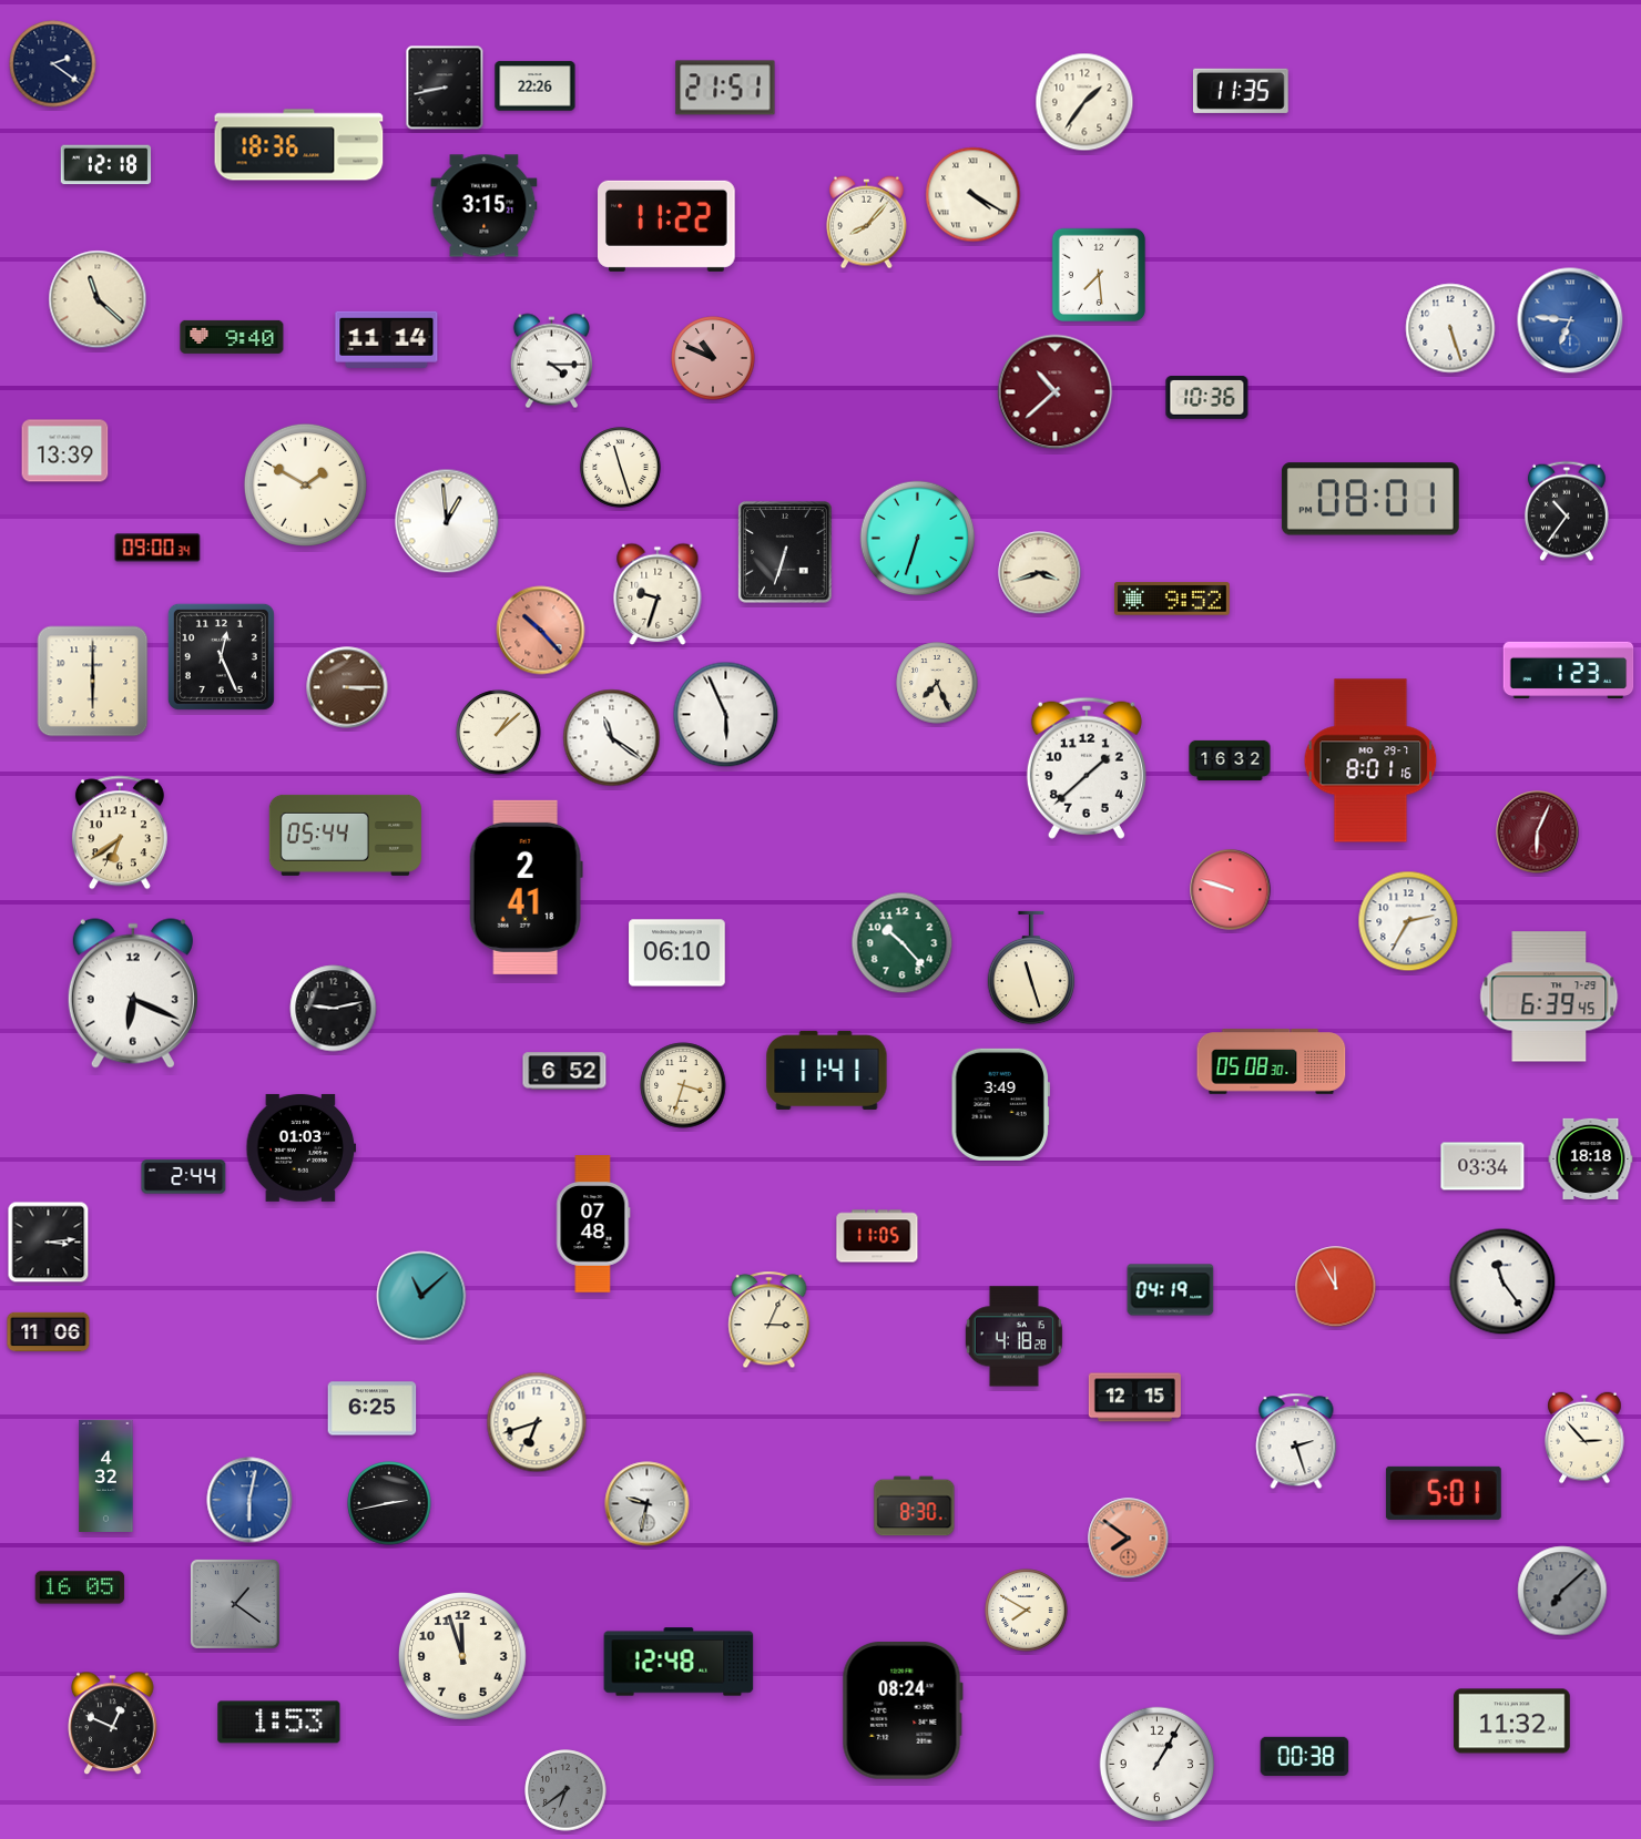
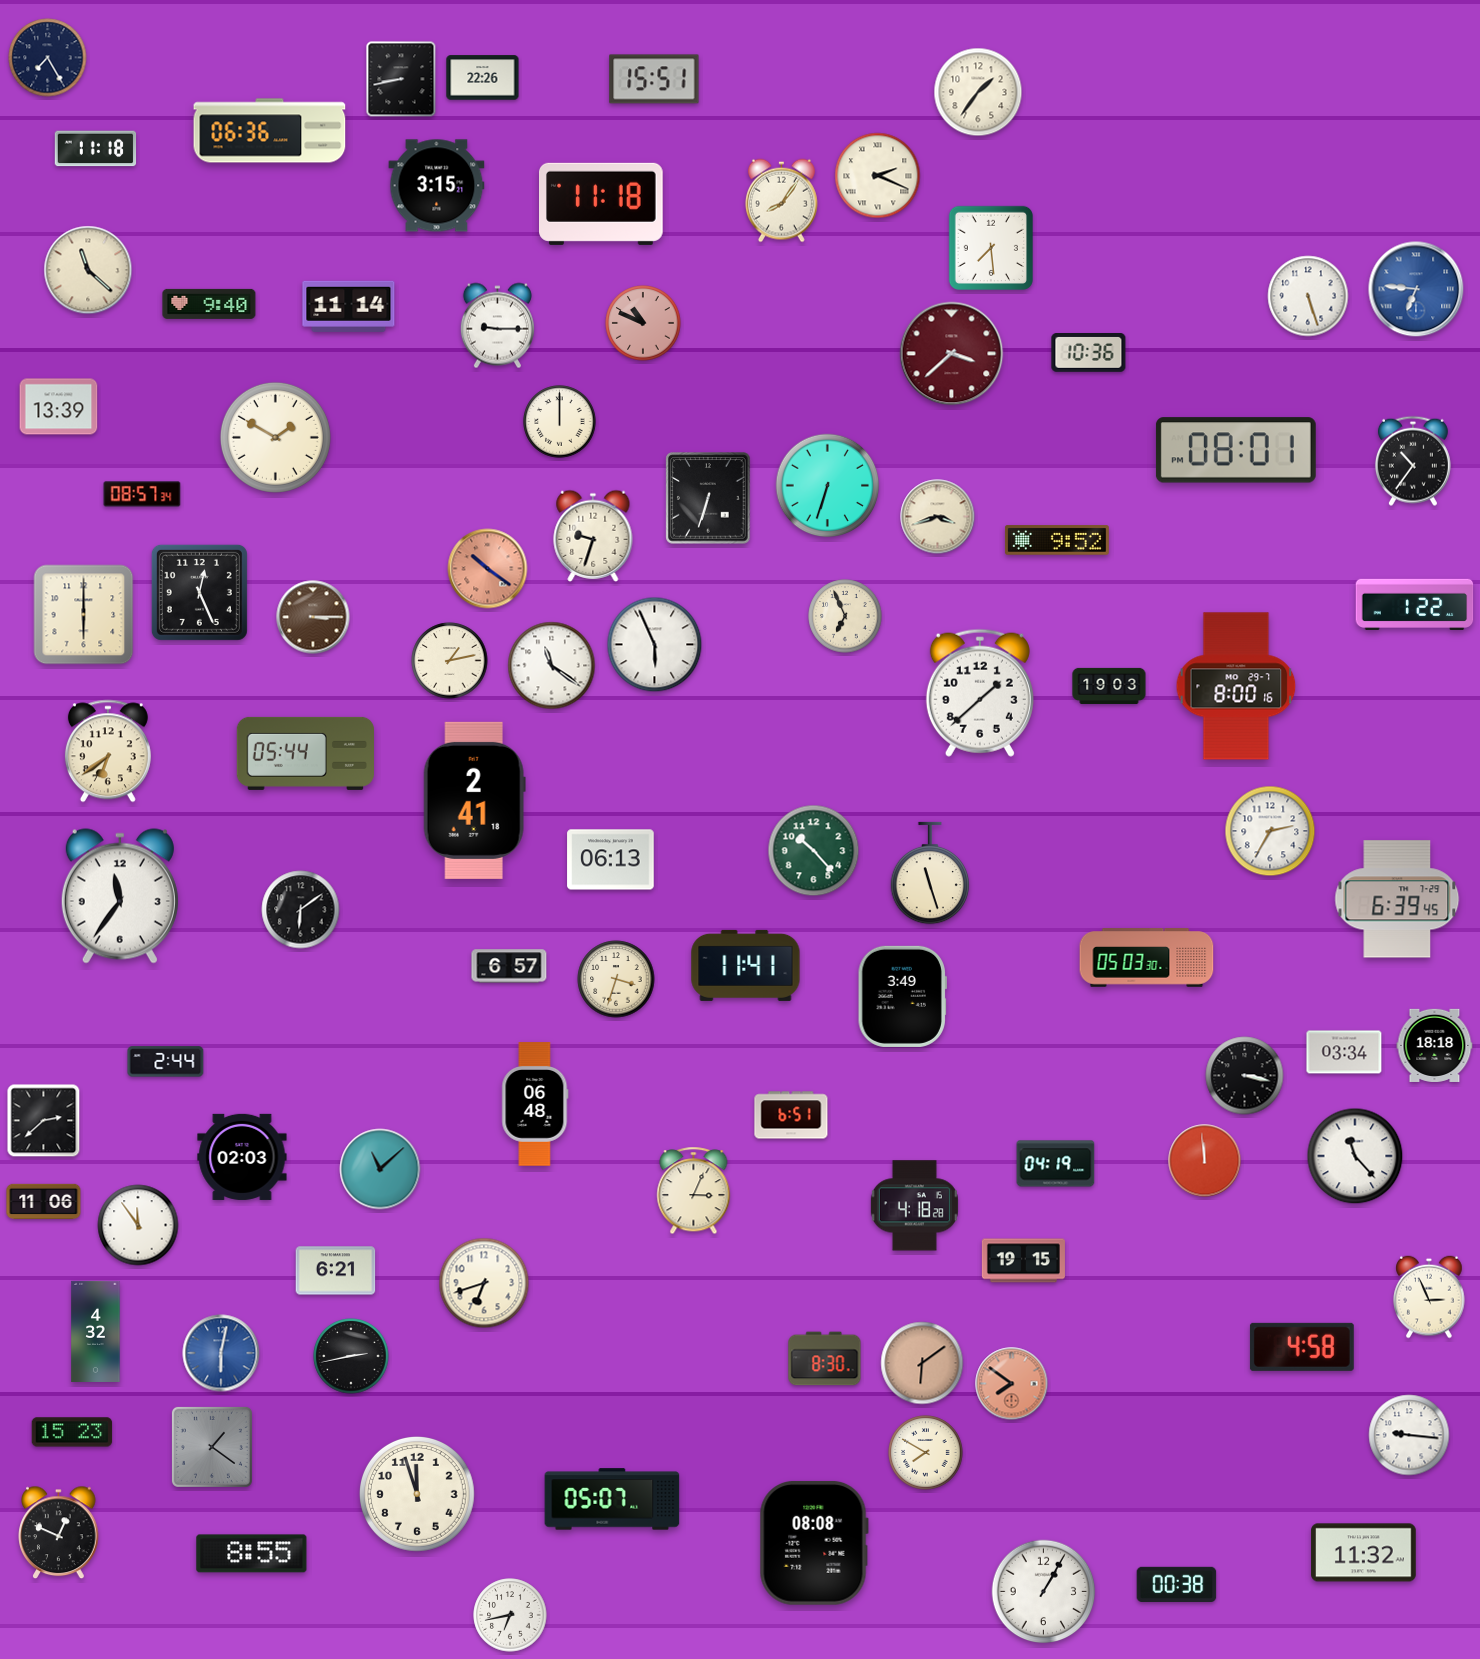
clock at (53, 64): 2:21 -> 7:25
clock at (725, 88): 21:51 -> 15:51
clock at (1241, 91): 11:35 -> none
clock at (299, 145): 18:36 -> 06:36
clock at (106, 165): 12:18 -> 11:18
clock at (974, 195): 4:20 -> 2:19
clock at (866, 223): 8:07 -> 8:06
clock at (667, 226): 11:22 -> 11:18
clock at (551, 361): 4:15 -> 9:15
clock at (1056, 392): 10:38 -> 3:38
clock at (1207, 398) position: (1207, 398) -> (1089, 353)
clock at (621, 468): 11:27 -> 12:00
clock at (447, 521): 12:59 -> none
clock at (157, 548): 09:00 -> 08:57
clock at (541, 631): 10:23 -> 10:21
clock at (1569, 670): 1:23 -> 1:22
clock at (937, 683): 7:26 -> 6:56
clock at (347, 687) position: (347, 687) -> (313, 617)
clock at (499, 733): 1:08 -> 1:13
clock at (1230, 760): 16:32 -> 19:03
clock at (1370, 760): 8:01 -> 8:00
clock at (1538, 832): 6:04 -> none
clock at (345, 835) position: (345, 835) -> (305, 753)
clock at (1231, 890): 9:48 -> none
clock at (677, 953): 06:10 -> 06:13
clock at (133, 993): 6:19 -> 11:36
clock at (334, 1009): 9:13 -> 6:09
clock at (1272, 1062): 05:08 -> 05:03
clock at (564, 1071): 6:52 -> 6:57
clock at (302, 1147): 01:03 -> none
clock at (1482, 1166) position: (1482, 1166) -> (1344, 1052)
clock at (1245, 1076): none -> 3:17
clock at (593, 1224): 07:48 -> 06:48
clock at (877, 1236): 11:05 -> 6:51
clock at (49, 1243): 3:14 -> 2:38
clock at (1502, 1281): 11:24 -> 11:23
clock at (242, 1157): none -> 02:03
clock at (1336, 1287): 11:55 -> 11:59
clock at (138, 1225): none -> 11:54
clock at (1134, 1398): 12:15 -> 19:15
clock at (373, 1409): 6:25 -> 6:21
clock at (1584, 1438): 2:53 -> 2:56
clock at (1296, 1441): 2:27 -> none
clock at (1444, 1493): 5:01 -> 4:58
clock at (249, 1500) position: (249, 1500) -> (221, 1353)
clock at (648, 1504): 9:32 -> none
clock at (922, 1363): none -> 6:09
clock at (1129, 1539) position: (1129, 1539) -> (1012, 1384)
clock at (80, 1587): 16:05 -> 15:23
clock at (1562, 1591): 7:08 -> 9:16
clock at (1562, 1591) dial: grey -> white
clock at (679, 1662): 12:48 -> 05:07
clock at (903, 1710): 08:24 -> 08:08
clock at (279, 1723): 1:53 -> 8:55
clock at (113, 1724) position: (113, 1724) -> (59, 1533)
clock at (565, 1790): 6:39 -> 6:43
clock at (565, 1790) dial: grey -> white
